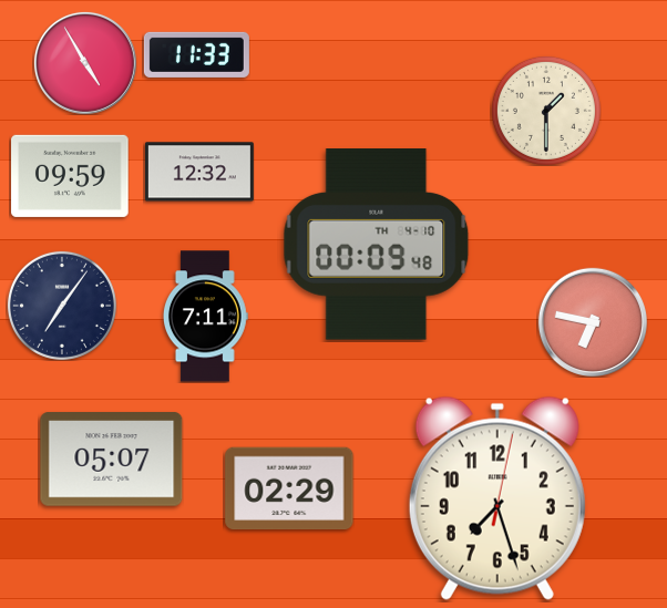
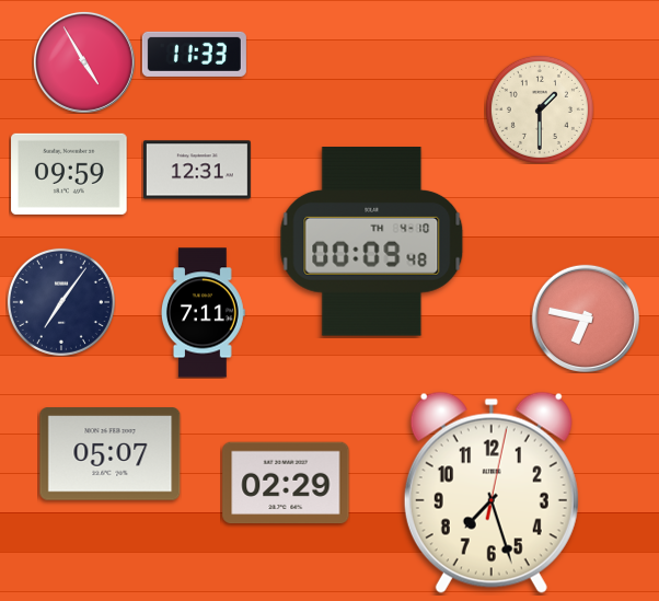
clock at (199, 172): 12:32 -> 12:31
